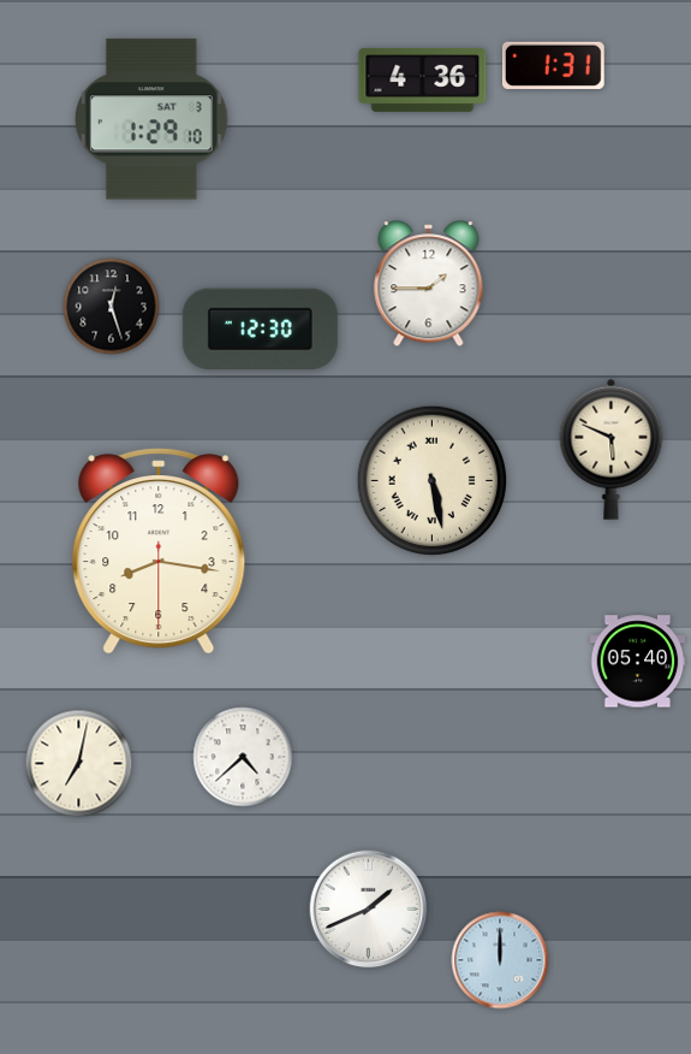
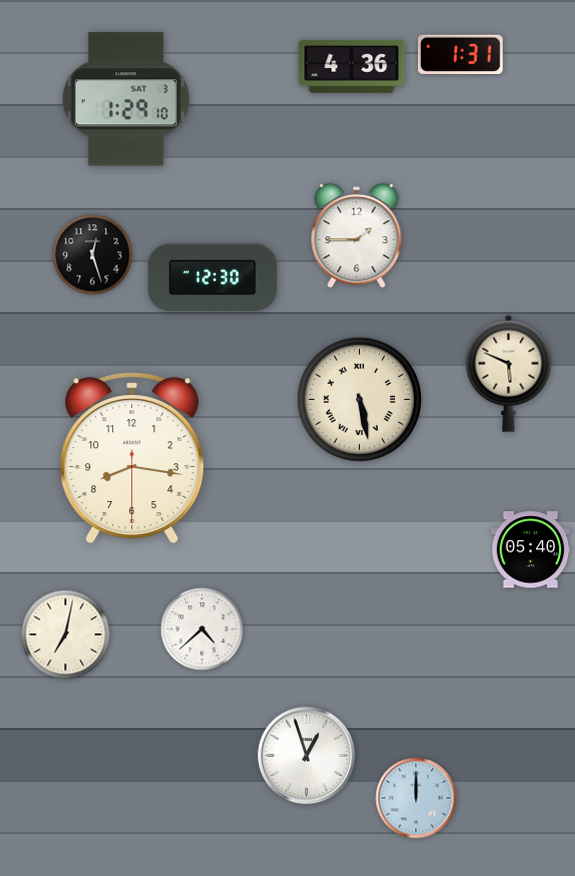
clock at (260, 330) position: (260, 330) -> (212, 278)
clock at (369, 910): 1:41 -> 12:57
